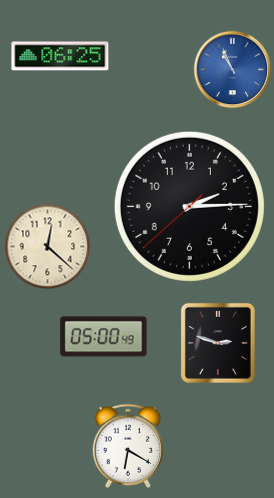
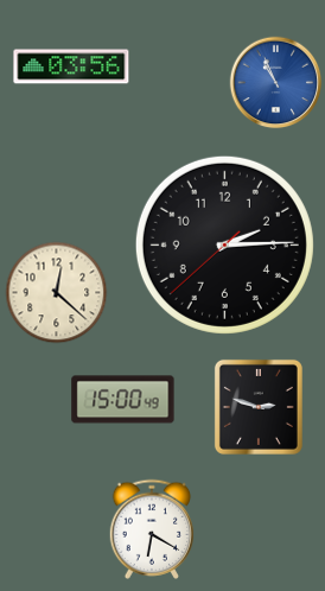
clock at (60, 56): 06:25 -> 03:56
clock at (104, 337): 05:00 -> 15:00
